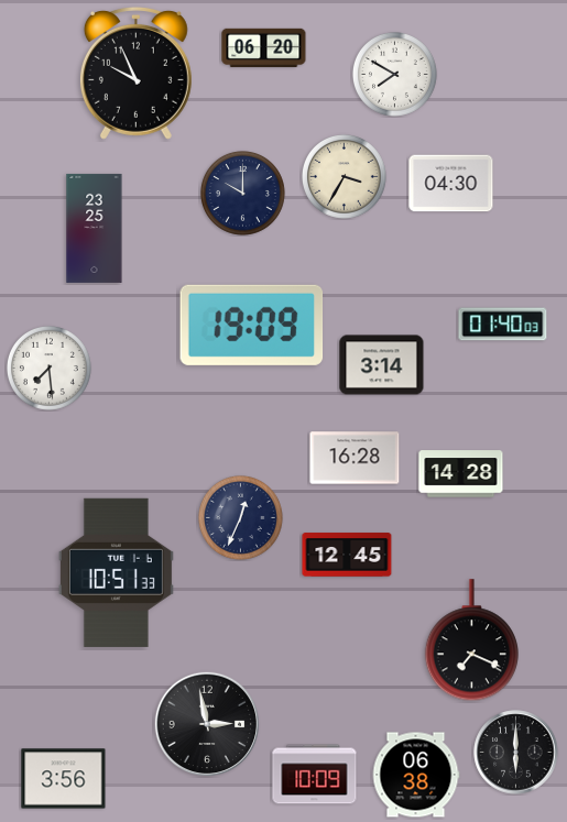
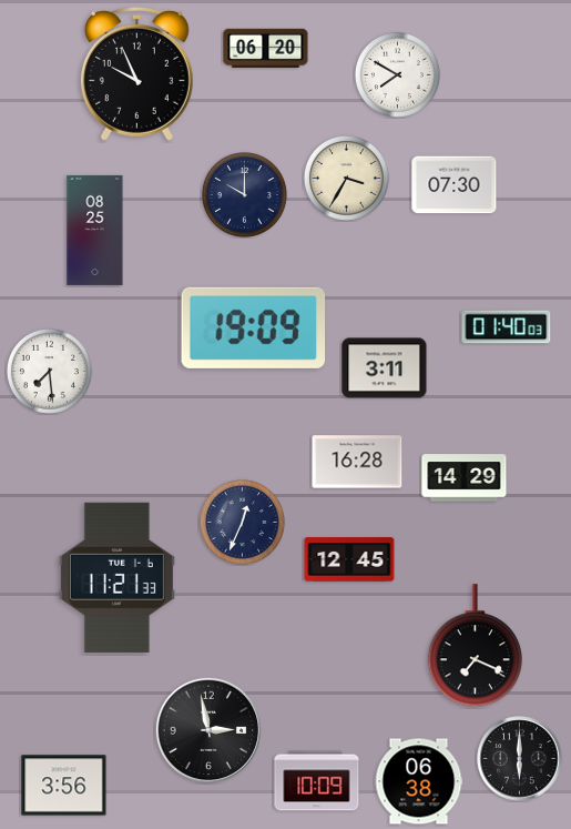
clock at (451, 184): 04:30 -> 07:30
clock at (95, 228): 23:25 -> 08:25
clock at (382, 365): 3:14 -> 3:11
clock at (461, 474): 14:28 -> 14:29
clock at (116, 572): 10:51 -> 11:21
